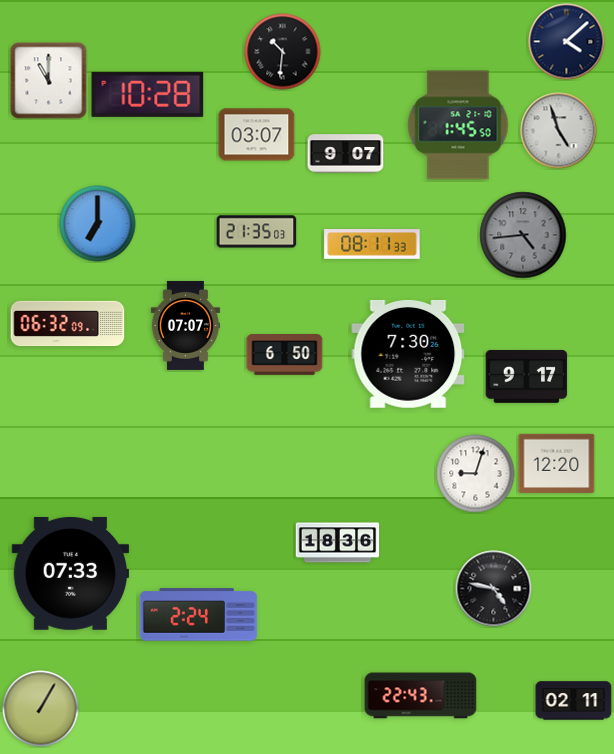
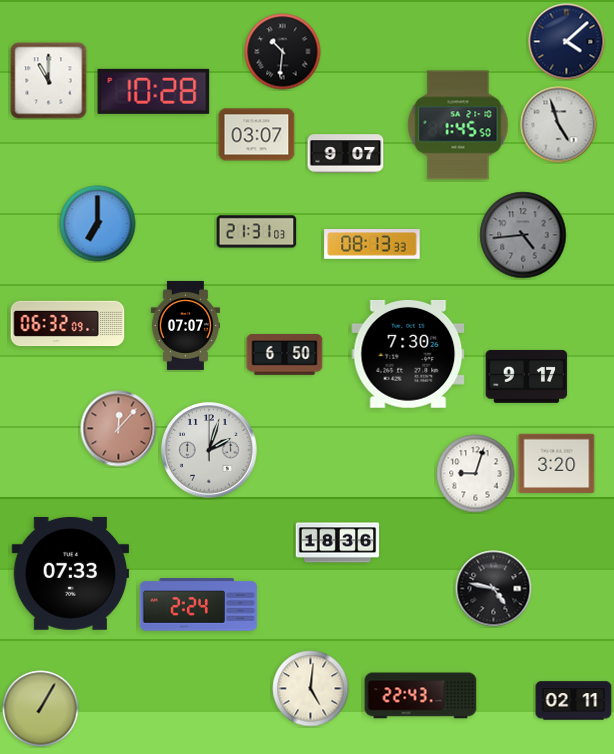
clock at (148, 94) position: (148, 94) -> (154, 91)
clock at (559, 131) position: (559, 131) -> (559, 125)
clock at (257, 232): 21:35 -> 21:31
clock at (372, 244): 08:11 -> 08:13
clock at (119, 429): none -> 12:07
clock at (209, 450): none -> 2:03
clock at (557, 463): 12:20 -> 3:20
clock at (199, 615) position: (199, 615) -> (199, 605)
clock at (311, 689): none -> 5:01
